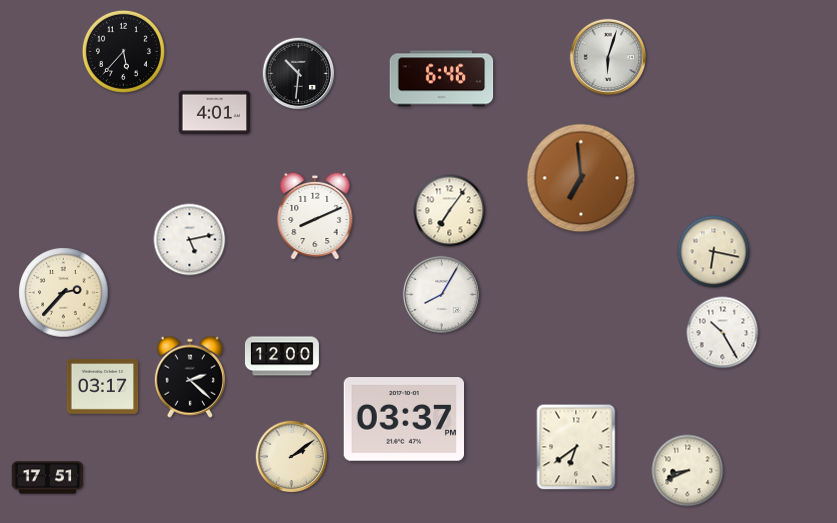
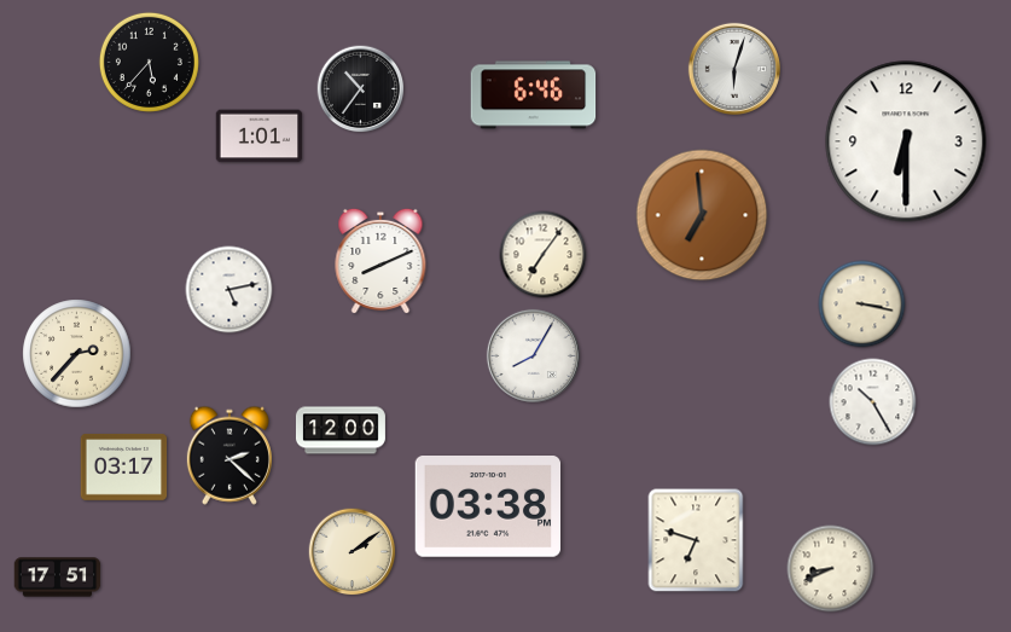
clock at (299, 74): 10:31 -> 10:36
clock at (215, 113): 4:01 -> 1:01
clock at (906, 141): none -> 6:30
clock at (714, 252): 6:17 -> 3:17
clock at (403, 420): 03:37 -> 03:38
clock at (576, 447): 6:39 -> 6:48
